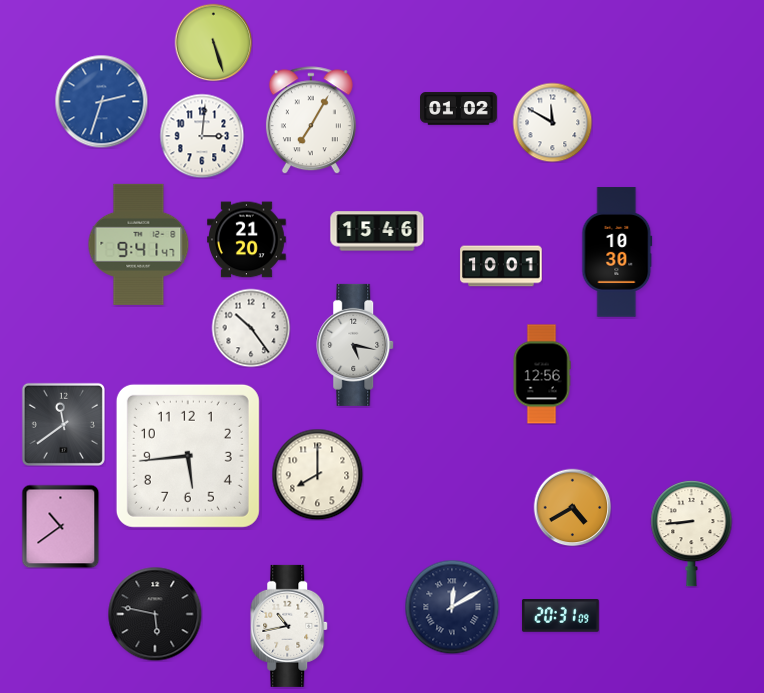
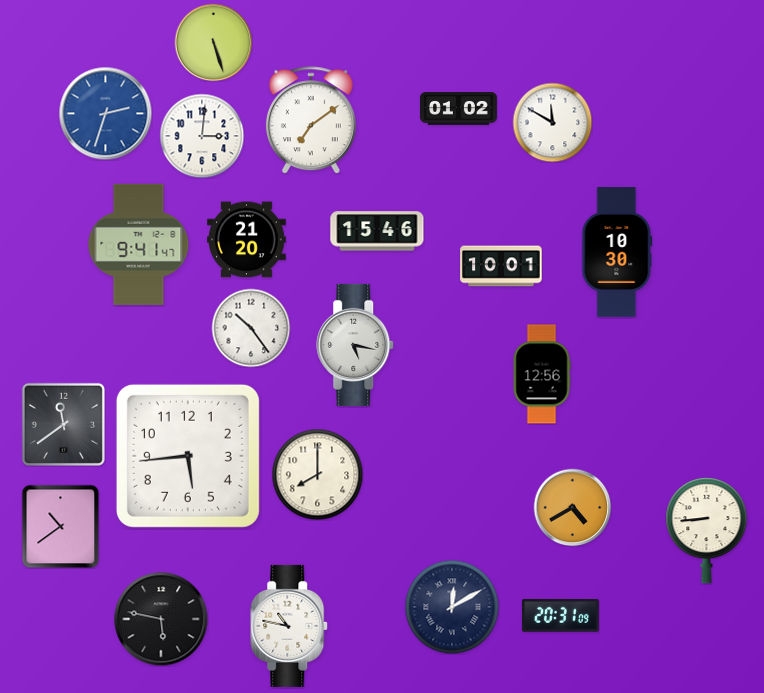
clock at (101, 101) position: (101, 101) -> (105, 113)
clock at (311, 120): 7:05 -> 7:09
clock at (692, 533) position: (692, 533) -> (707, 530)
clock at (155, 614) position: (155, 614) -> (161, 619)
clock at (290, 626): 10:43 -> 10:47
